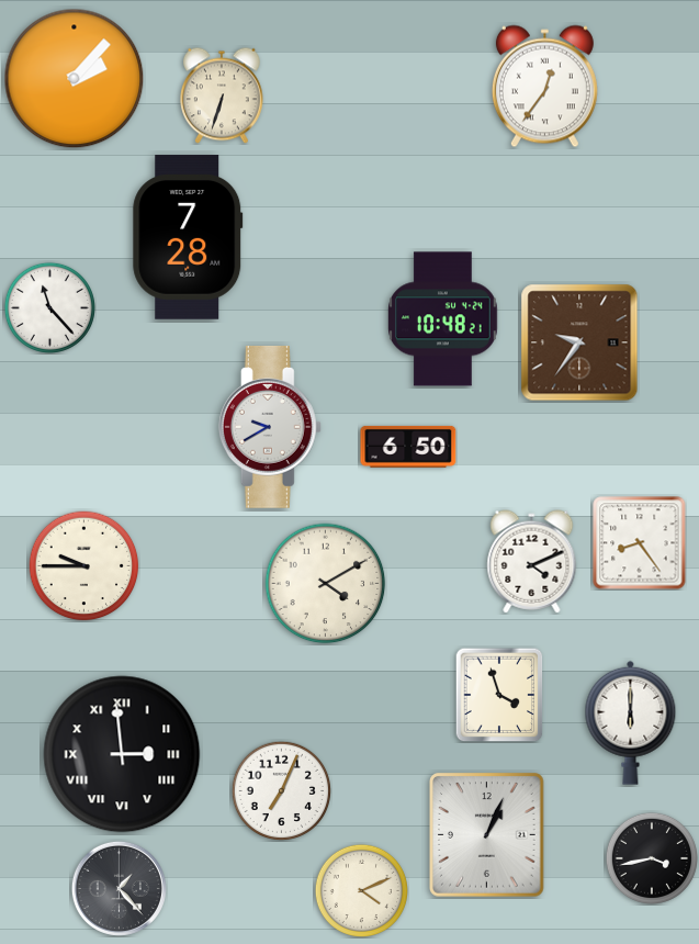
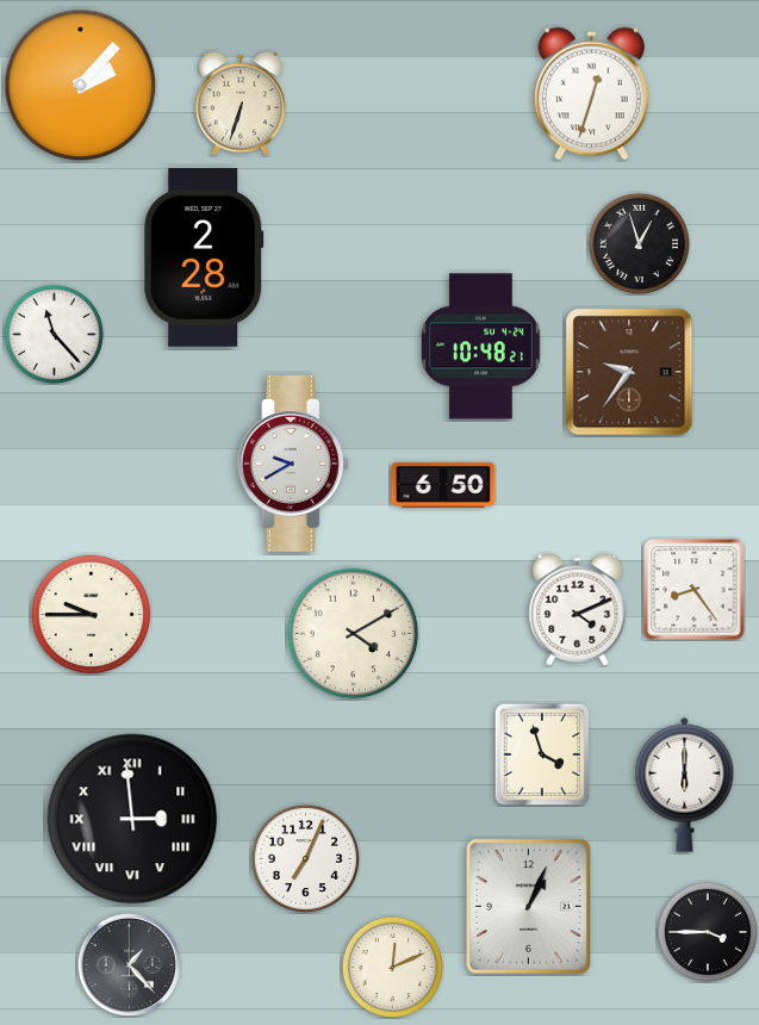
clock at (544, 87): 12:36 -> 12:33
clock at (639, 243): none -> 12:57
clock at (188, 237): 7:28 -> 2:28
clock at (652, 858): 3:43 -> 3:45
clock at (361, 890): 4:11 -> 12:11
